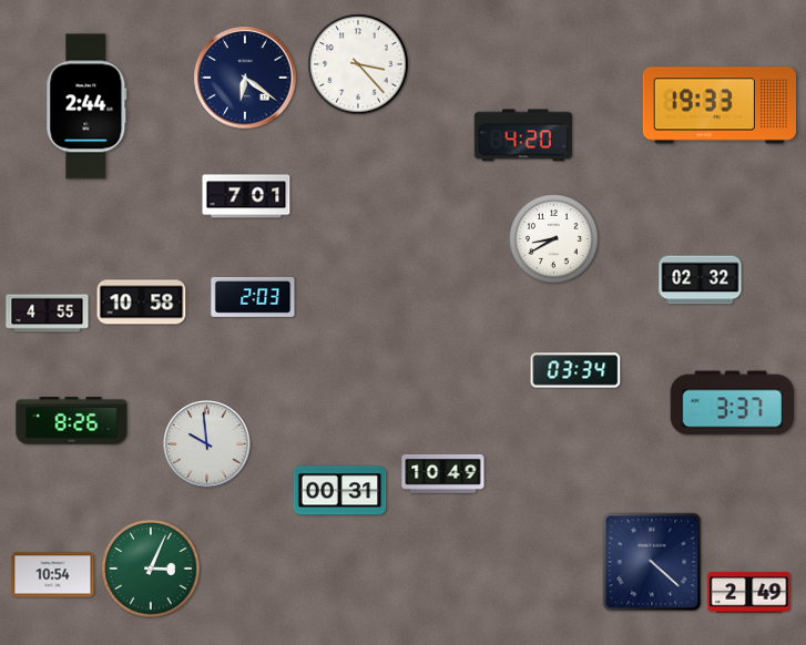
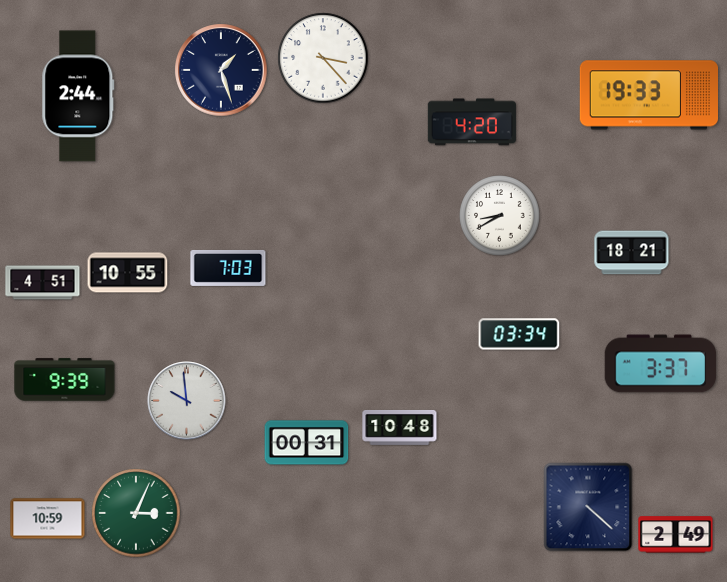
clock at (245, 78): 6:21 -> 1:27
clock at (246, 196): 7:01 -> none
clock at (701, 280): 02:32 -> 18:21
clock at (253, 297): 2:03 -> 7:03
clock at (142, 303): 10:58 -> 10:55
clock at (48, 314): 4:55 -> 4:51
clock at (72, 421): 8:26 -> 9:39
clock at (443, 473): 10:49 -> 10:48
clock at (53, 575): 10:54 -> 10:59
